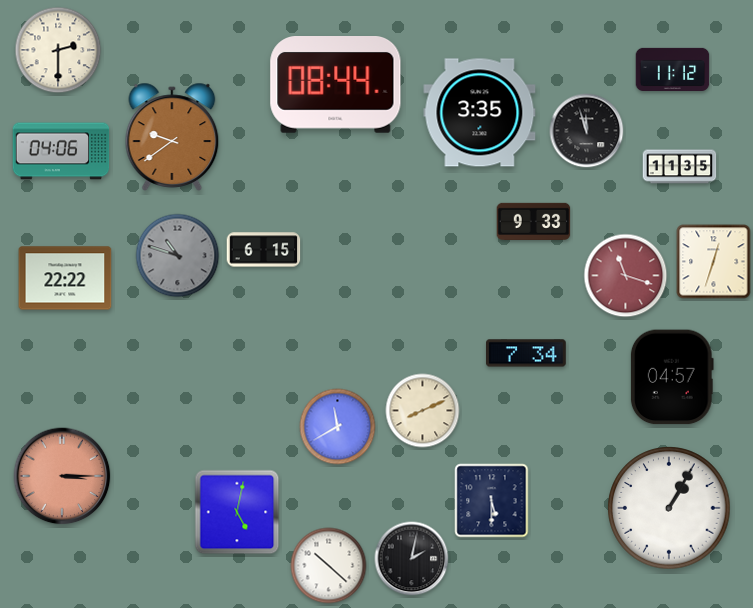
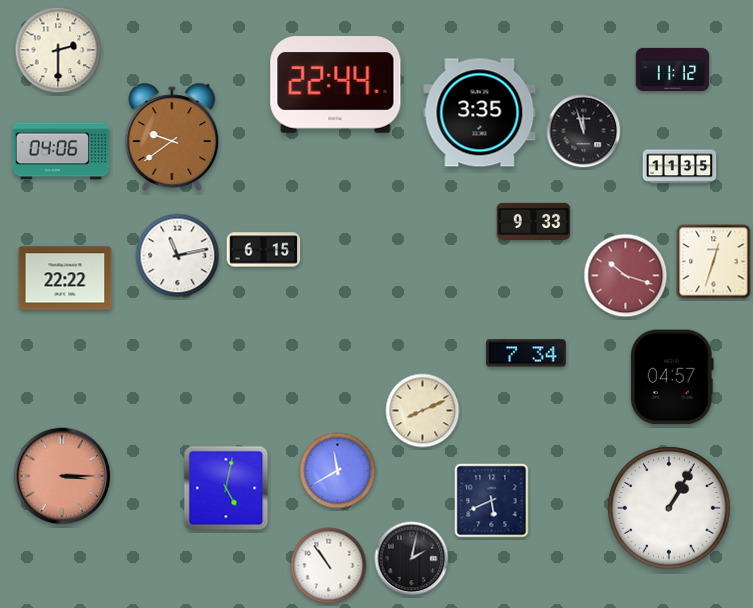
clock at (336, 85): 08:44 -> 22:44
clock at (587, 131) position: (587, 131) -> (584, 131)
clock at (178, 256): 10:48 -> 11:13
clock at (178, 256) dial: grey -> white
clock at (626, 276): 11:18 -> 10:18
clock at (338, 427) position: (338, 427) -> (338, 471)
clock at (492, 501): 5:30 -> 5:41
clock at (237, 512) position: (237, 512) -> (226, 488)
clock at (329, 566): 10:22 -> 10:54
